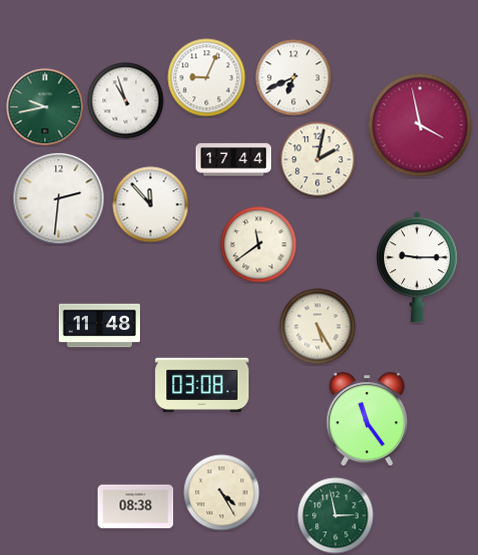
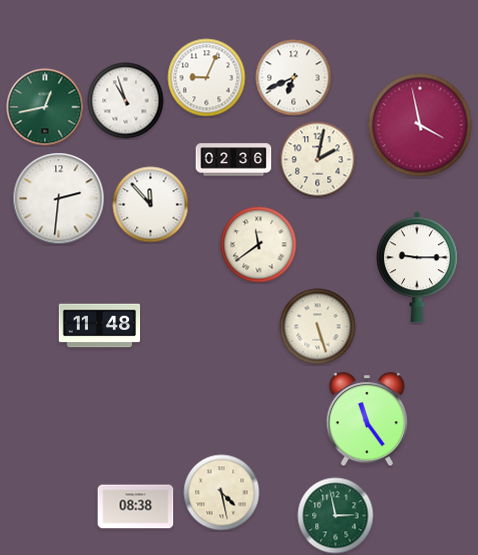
clock at (45, 107): 9:43 -> 12:43
clock at (234, 160): 17:44 -> 02:36
clock at (318, 327): 5:25 -> 5:27
clock at (202, 385): 03:08 -> none
clock at (222, 493): 4:25 -> 4:28
